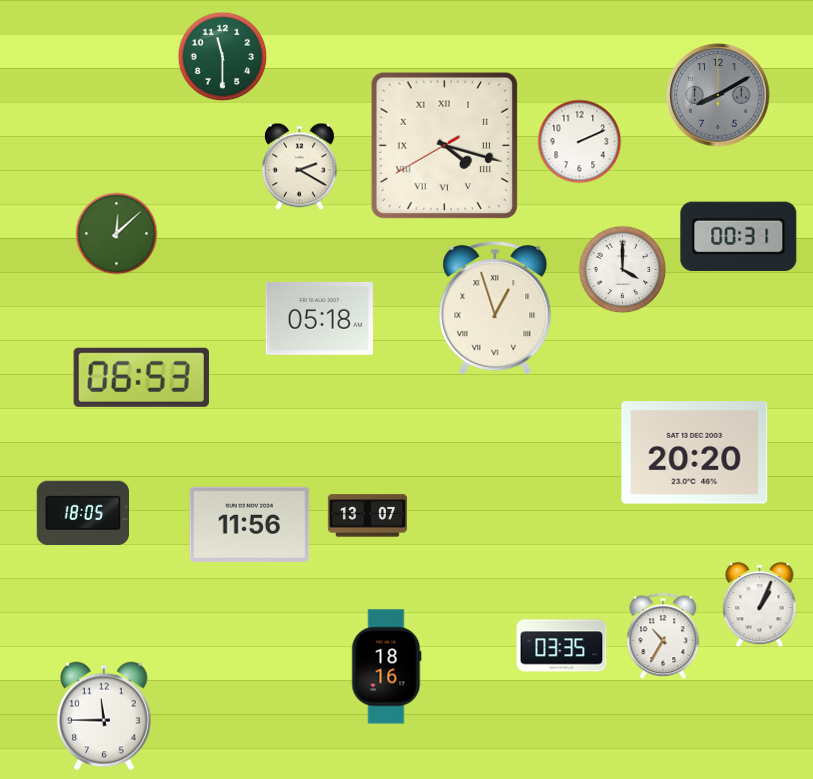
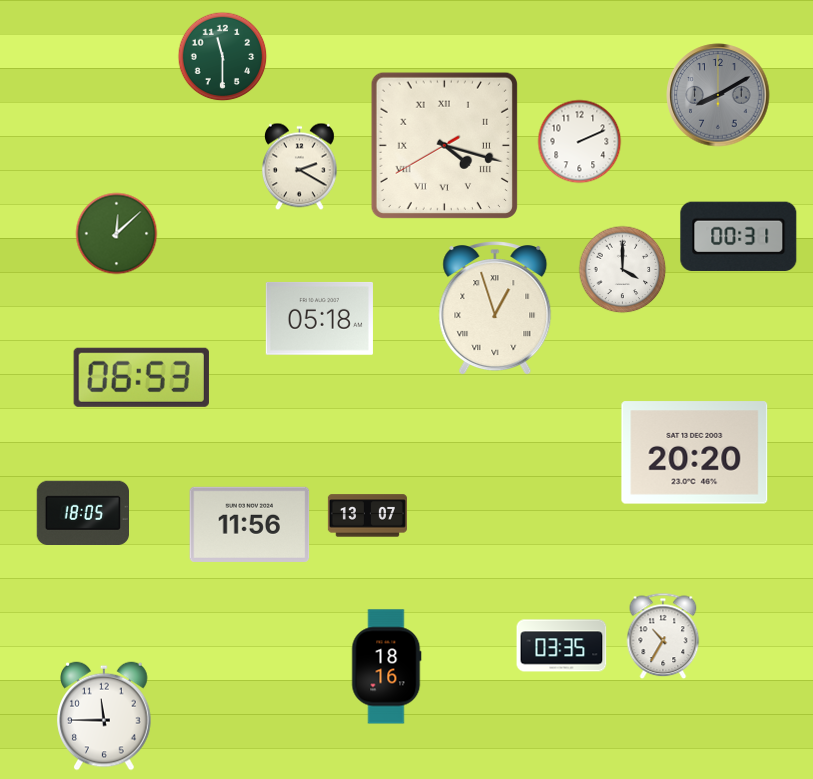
clock at (760, 605): 1:04 -> none
